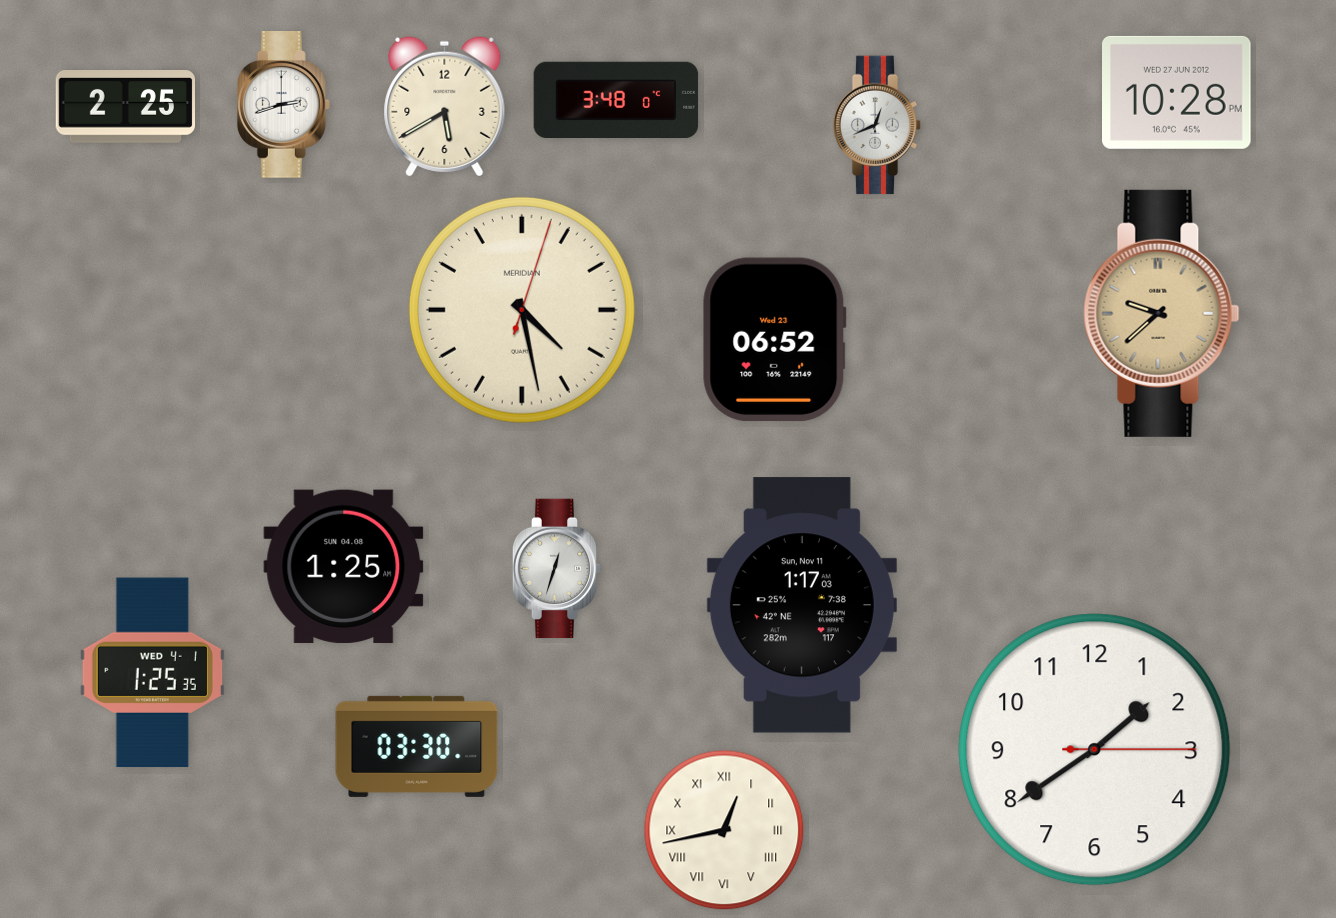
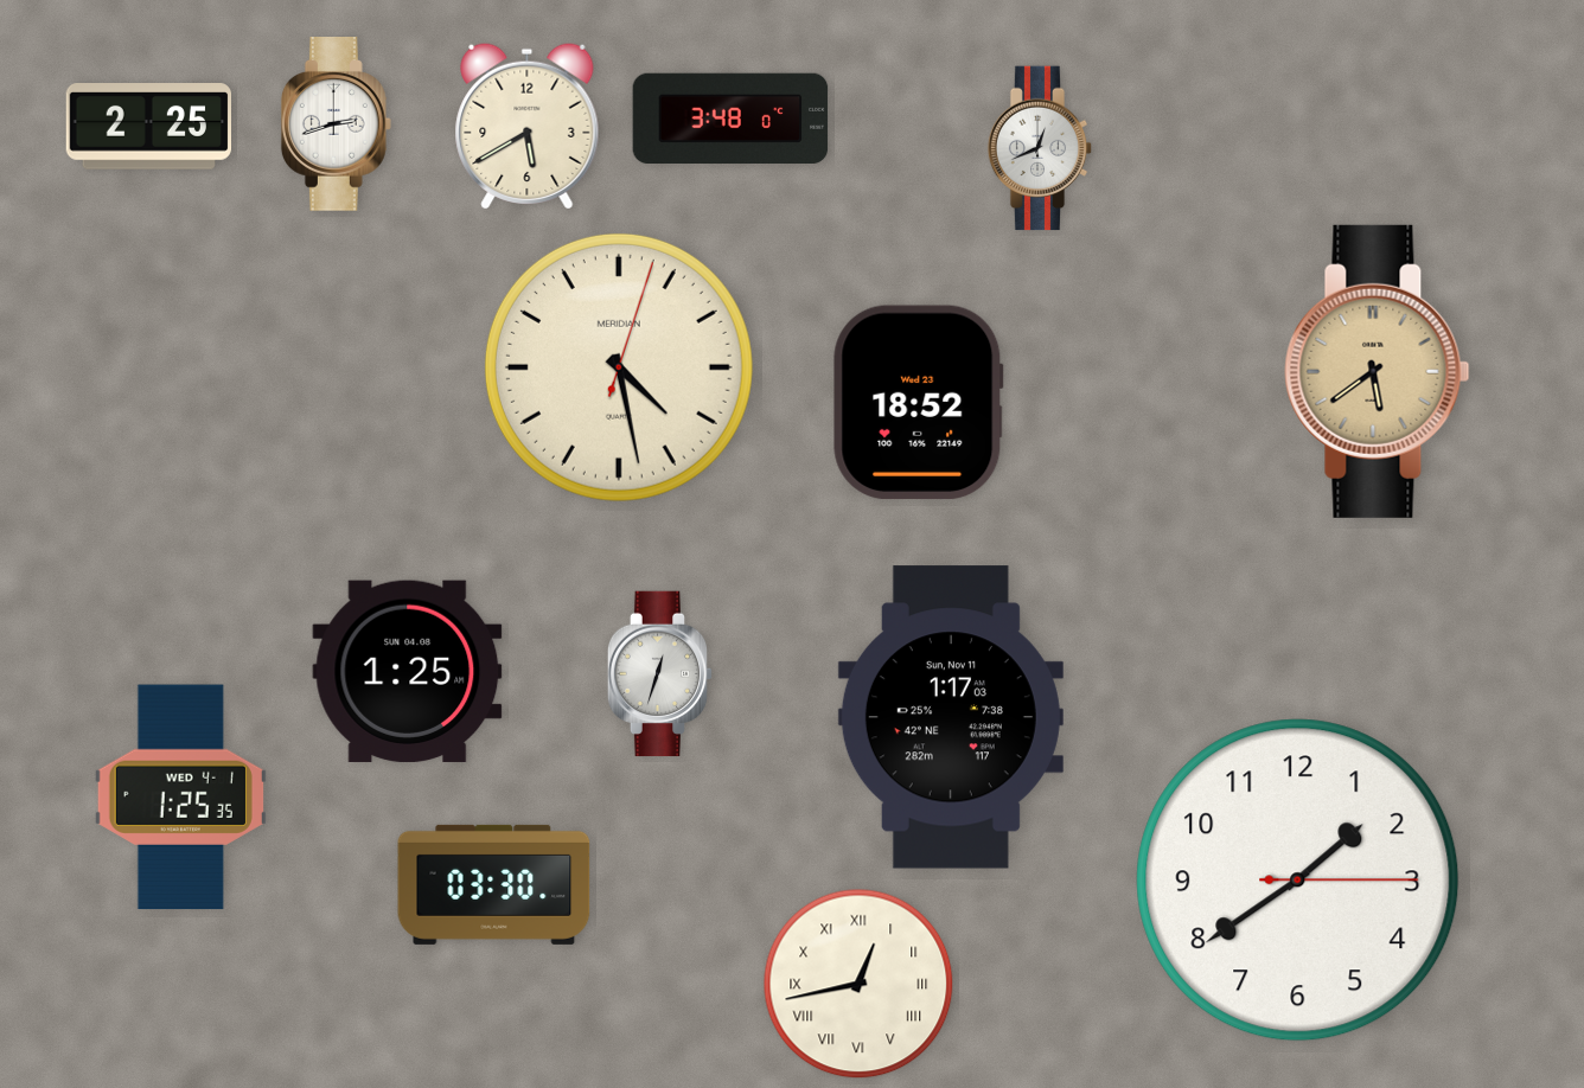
clock at (1177, 92): 10:28 -> none
clock at (1162, 313): 9:38 -> 5:39
clock at (774, 340): 06:52 -> 18:52
clock at (1095, 750) position: (1095, 750) -> (1298, 881)
